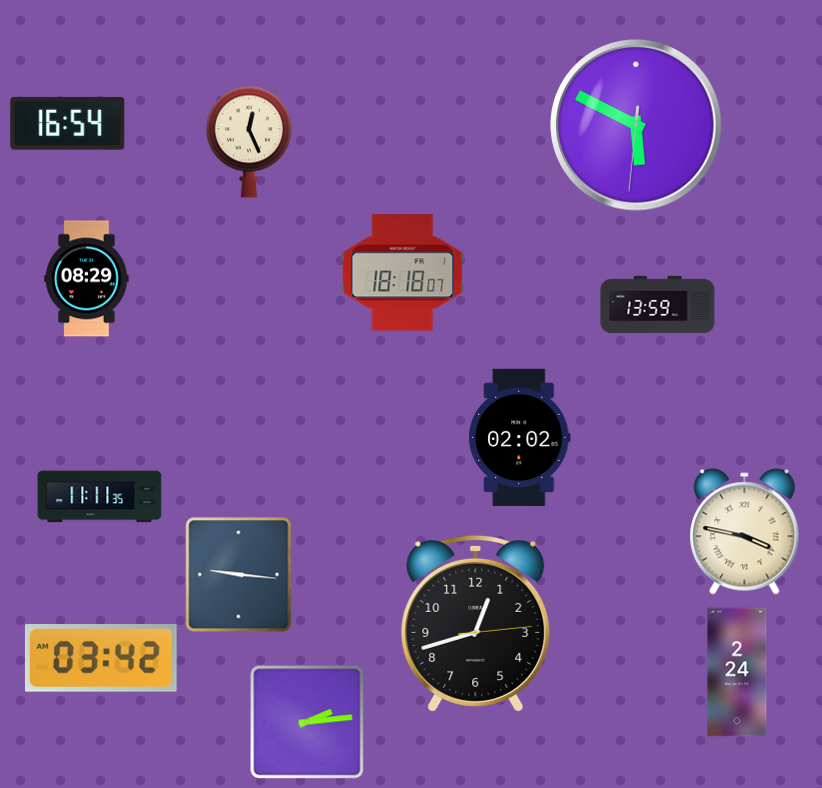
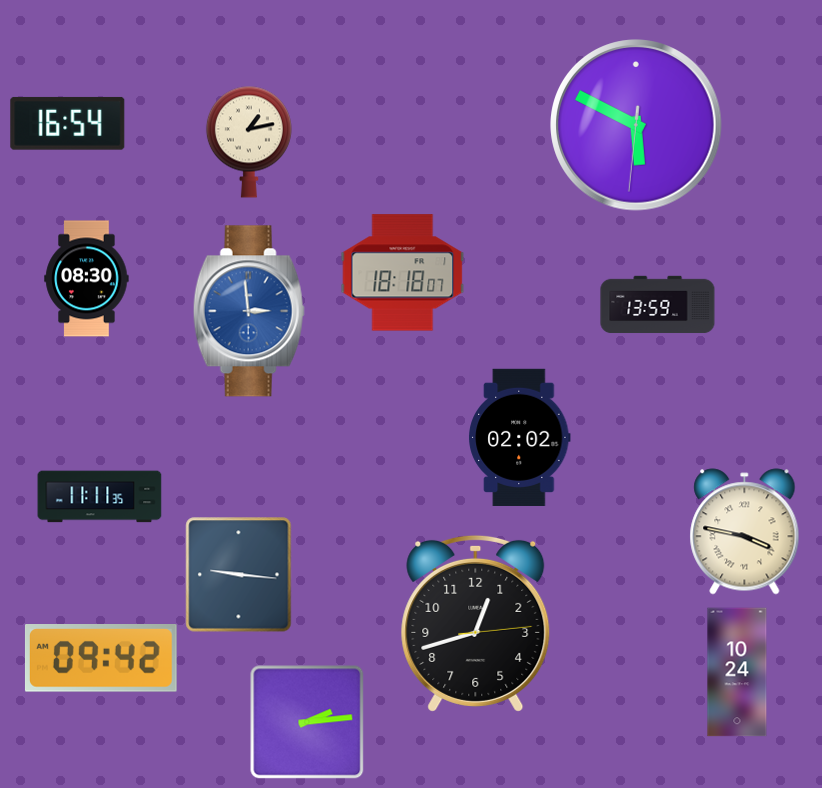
clock at (249, 142): 12:26 -> 1:13
clock at (87, 279): 08:29 -> 08:30
clock at (249, 311): none -> 2:59
clock at (101, 659): 03:42 -> 09:42
clock at (737, 672): 2:24 -> 10:24
